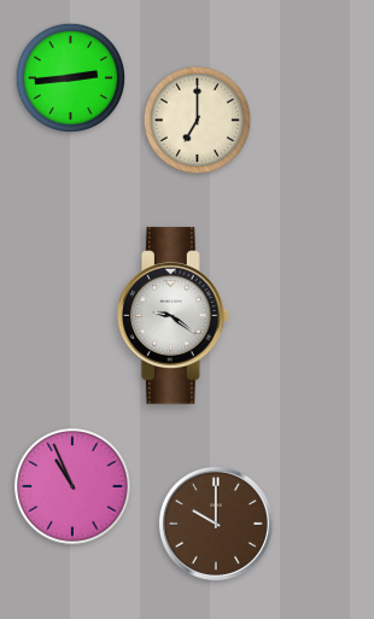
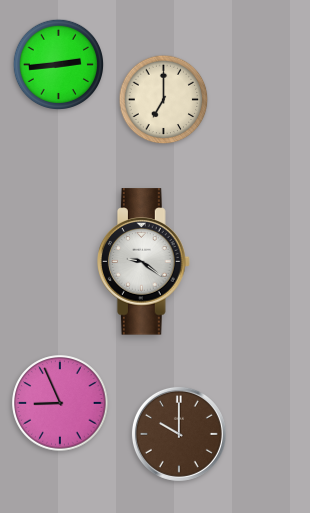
clock at (72, 486): 10:56 -> 8:56
